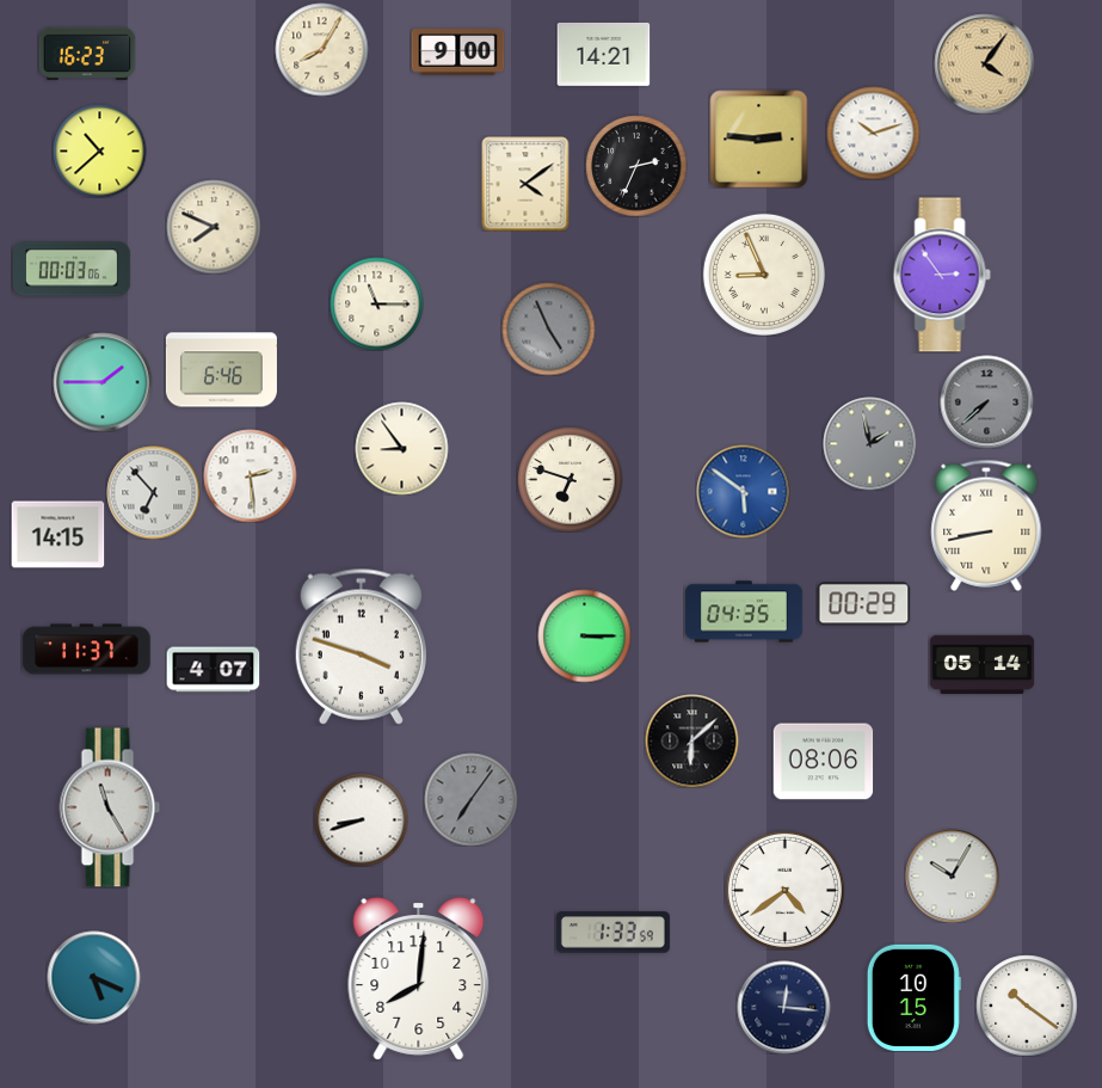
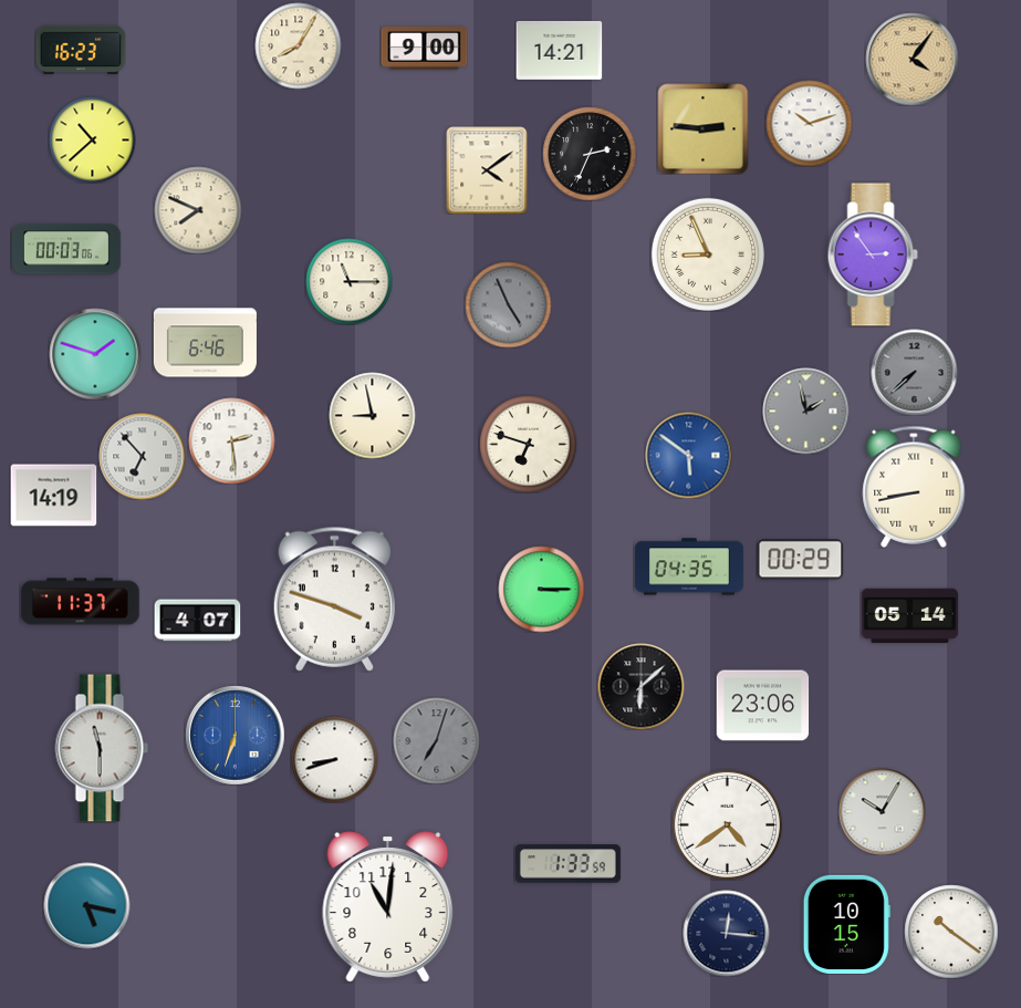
clock at (103, 382): 1:45 -> 1:48
clock at (401, 448): 8:54 -> 8:58
clock at (57, 535): 14:15 -> 14:19
clock at (823, 762): 08:06 -> 23:06
clock at (235, 735): none -> 6:33
clock at (470, 799): 7:06 -> 7:03
clock at (110, 807): 11:25 -> 11:30
clock at (93, 977): 5:19 -> 5:17
clock at (419, 979): 8:01 -> 11:01
